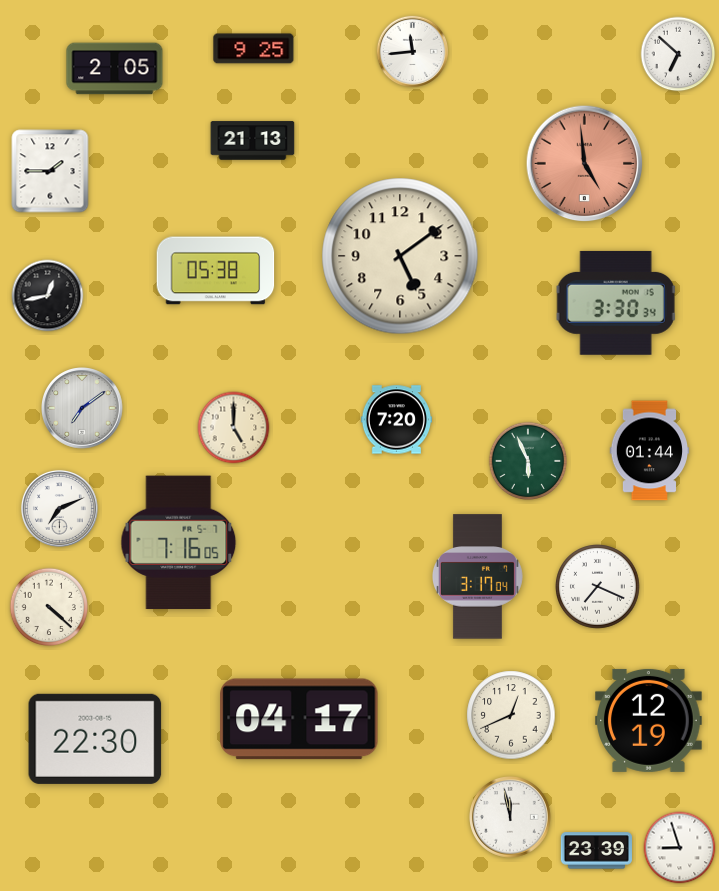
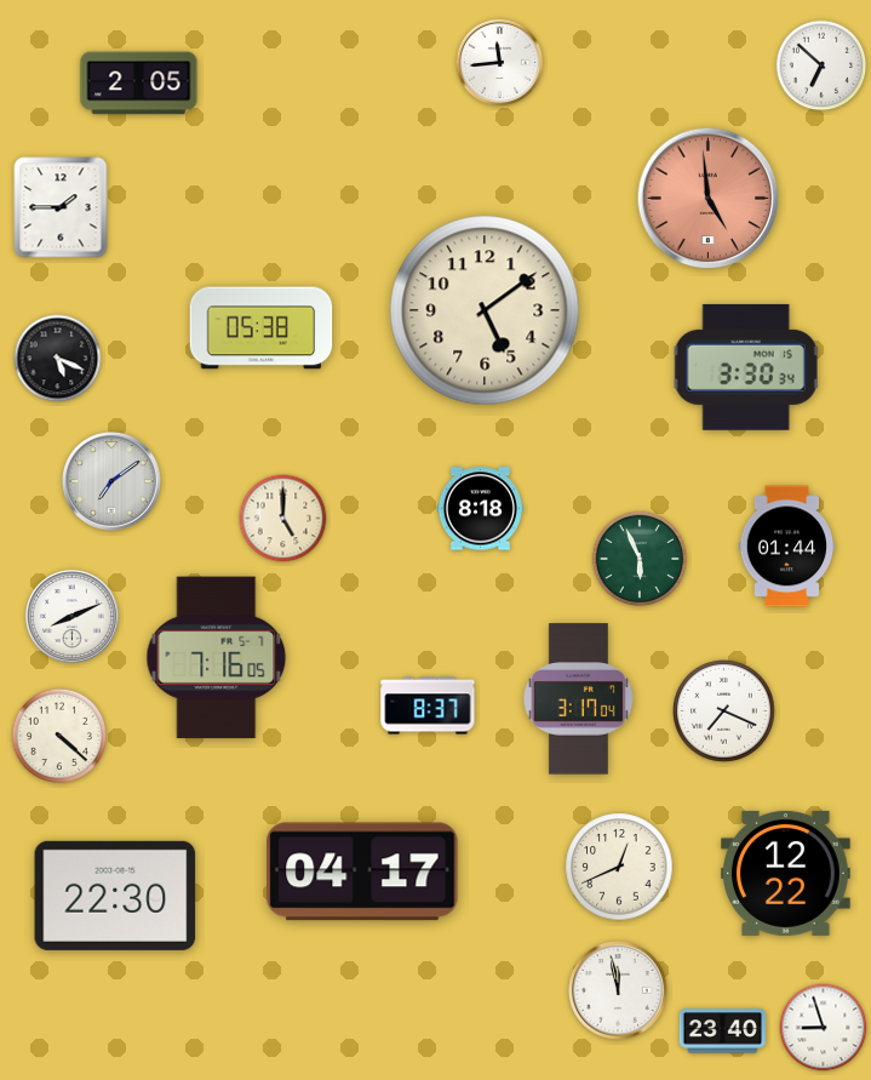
clock at (254, 49): 9:25 -> none
clock at (253, 141): 21:13 -> none
clock at (48, 296): 12:43 -> 5:19
clock at (83, 409) position: (83, 409) -> (113, 482)
clock at (396, 420): 7:20 -> 8:18
clock at (59, 508): 7:11 -> 8:11
clock at (428, 705): none -> 8:37
clock at (649, 720): 12:19 -> 12:22
clock at (596, 851): 23:39 -> 23:40
